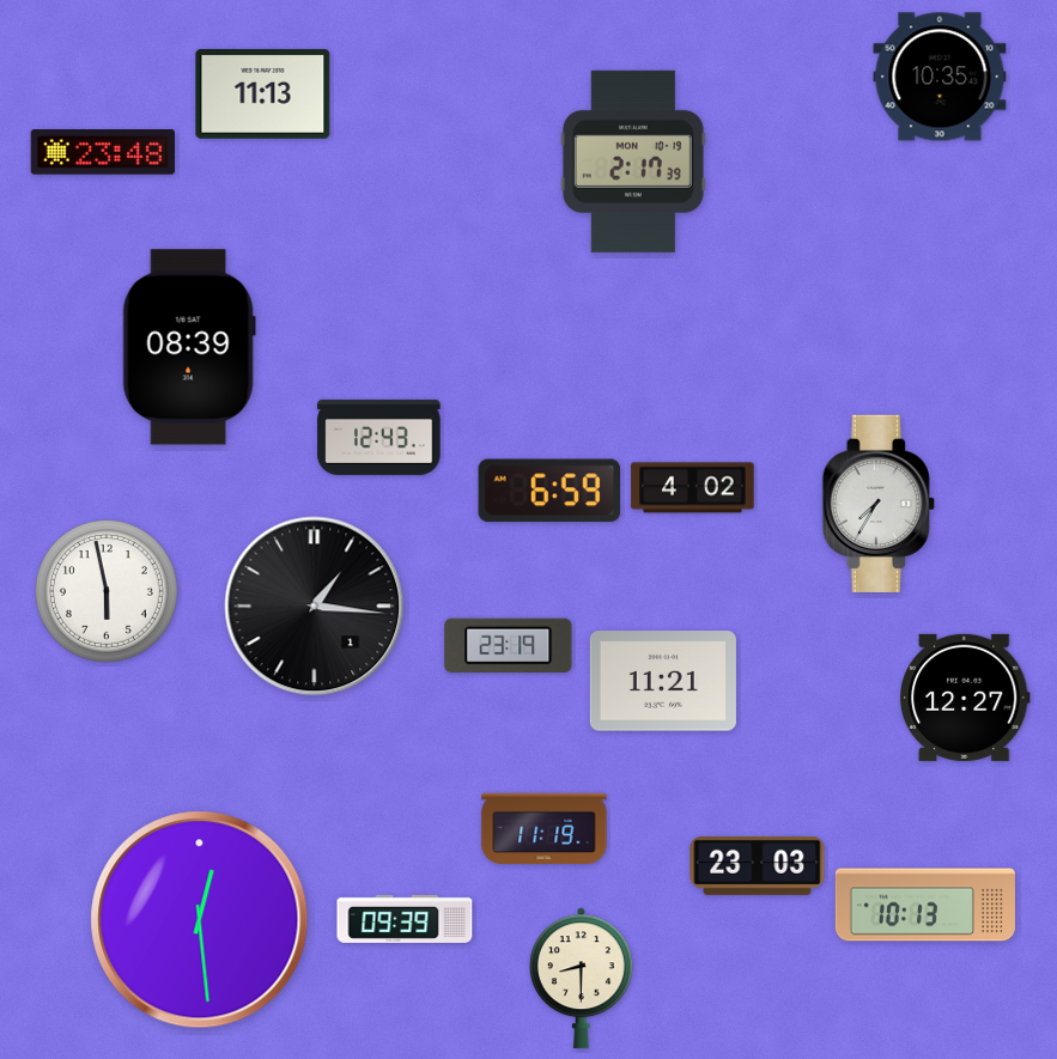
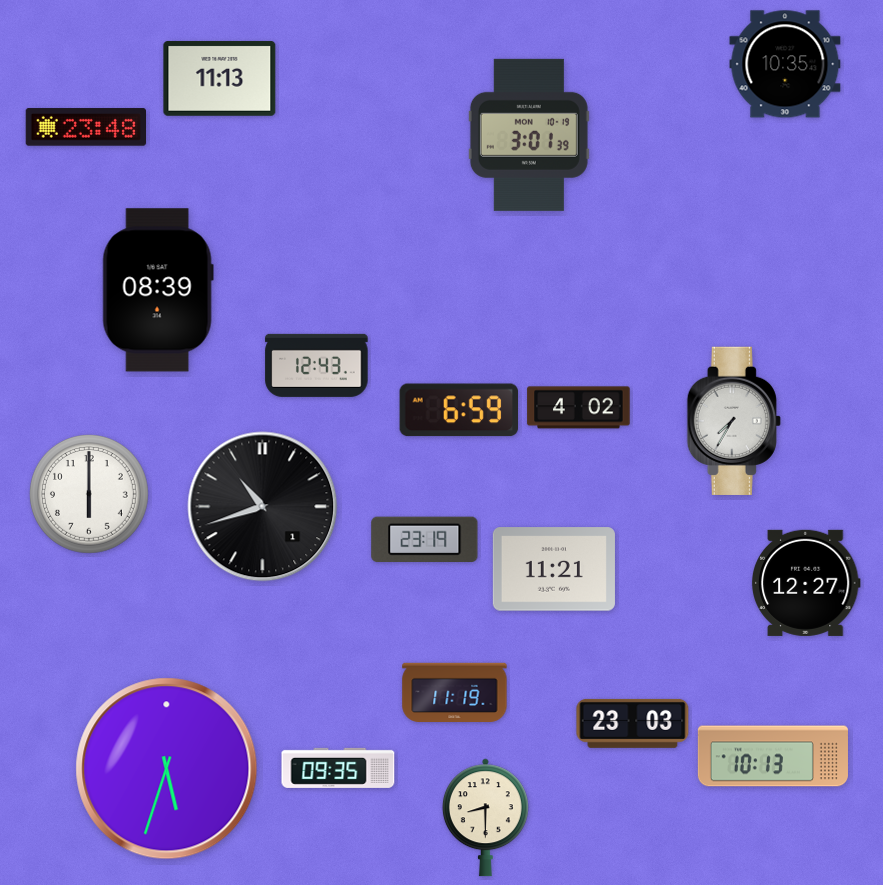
clock at (633, 162): 2:17 -> 3:01
clock at (107, 591): 5:58 -> 6:00
clock at (315, 607): 1:16 -> 10:42
clock at (405, 919): 09:39 -> 09:35
clock at (200, 920): 12:29 -> 5:33
